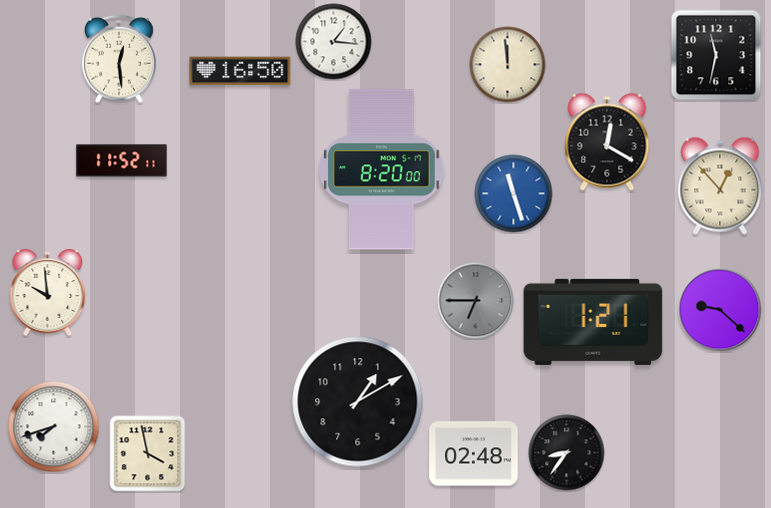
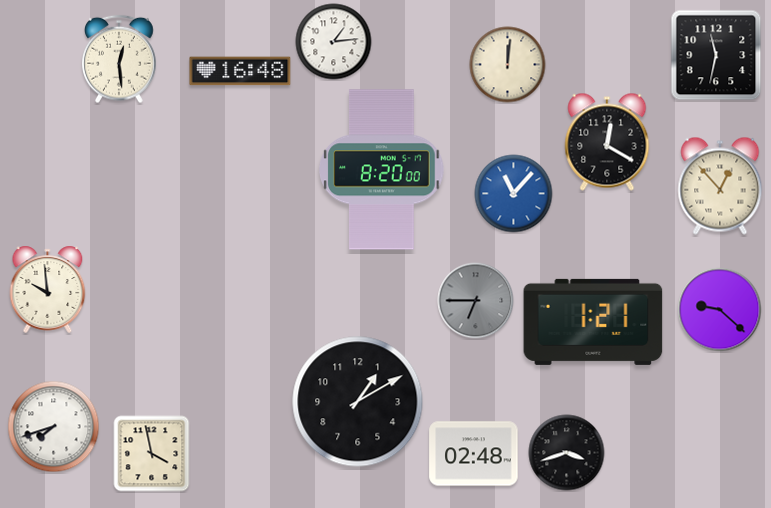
clock at (334, 42): 1:16 -> 1:14
clock at (508, 65): 11:59 -> 12:01
clock at (240, 71): 16:50 -> 16:48
clock at (122, 161): 11:52 -> none
clock at (514, 194): 11:27 -> 11:07
clock at (48, 292) position: (48, 292) -> (48, 289)
clock at (567, 453): 8:36 -> 3:42
clock at (148, 454) position: (148, 454) -> (152, 454)
